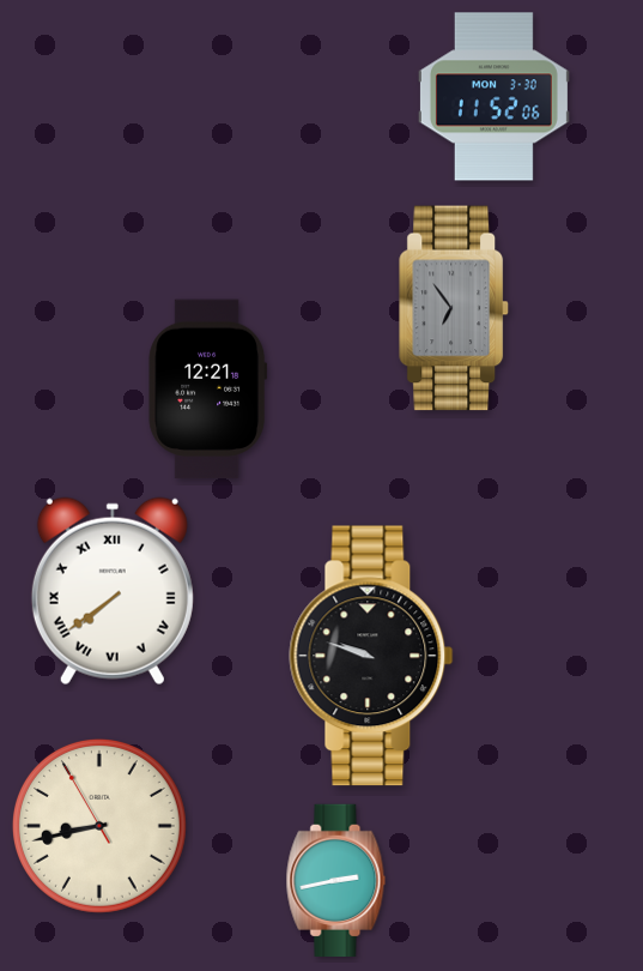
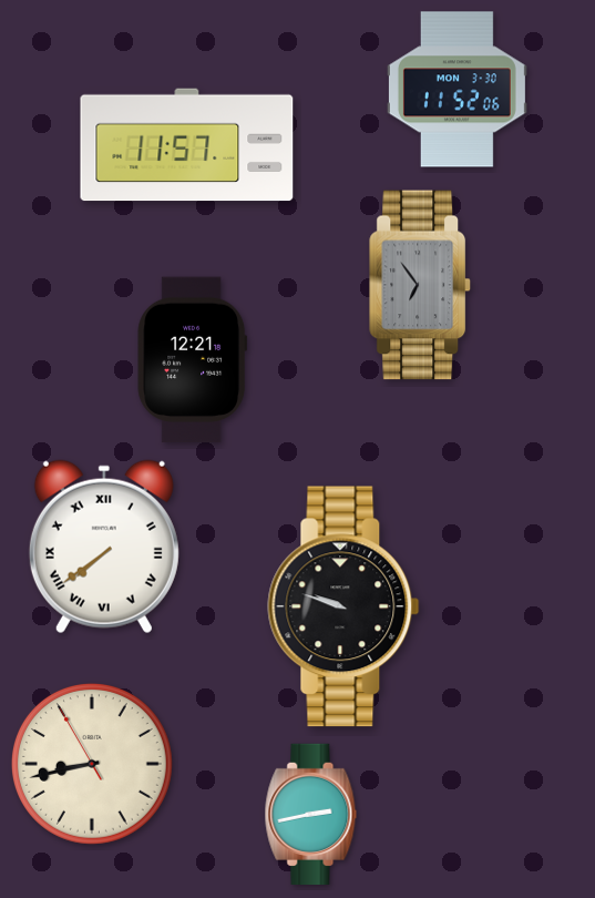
clock at (187, 145): none -> 11:57
